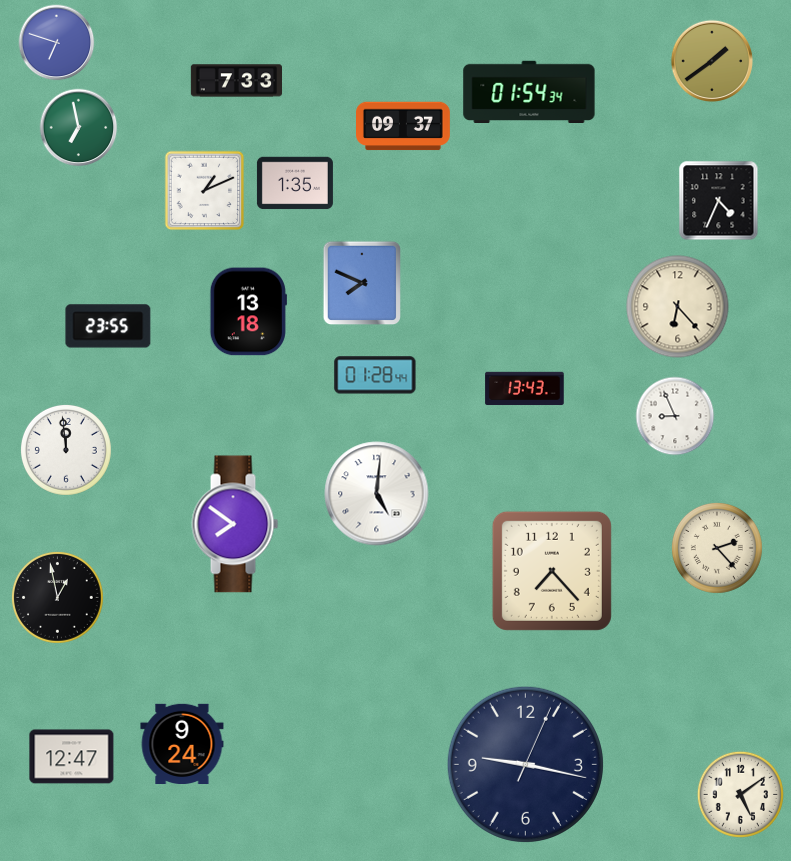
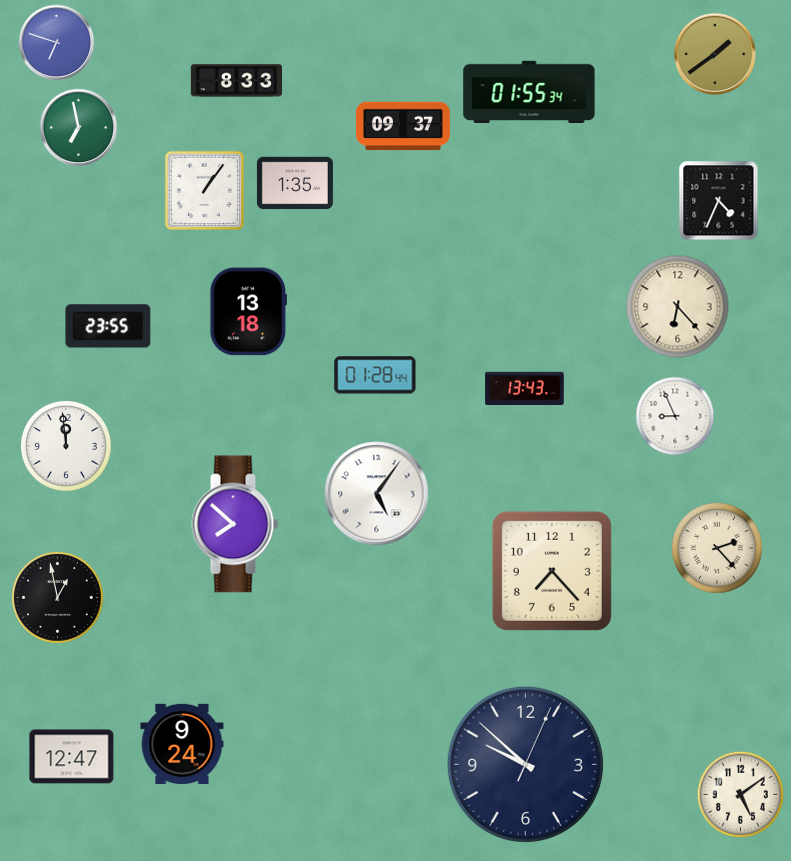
clock at (712, 61) position: (712, 61) -> (715, 54)
clock at (236, 81): 7:33 -> 8:33
clock at (529, 91): 01:54 -> 01:55
clock at (205, 191): 1:11 -> 1:06
clock at (362, 283): 7:49 -> none
clock at (66, 450) position: (66, 450) -> (66, 446)
clock at (377, 494): 5:01 -> 5:06
clock at (235, 524): 7:51 -> 7:52
clock at (525, 764): 9:17 -> 9:52
